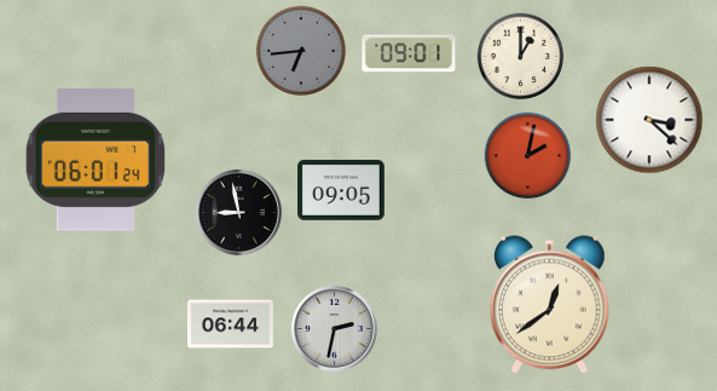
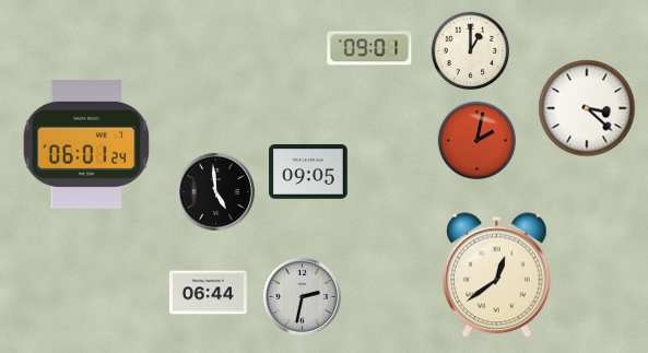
clock at (300, 50): 6:44 -> none
clock at (238, 212): 8:58 -> 4:59
